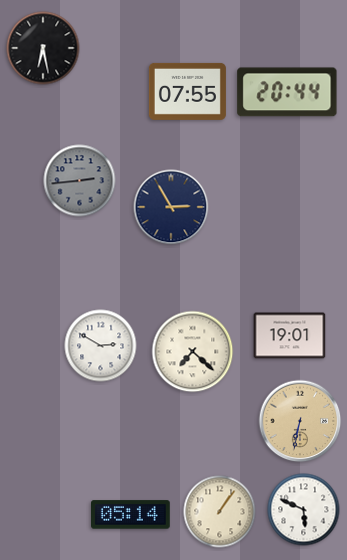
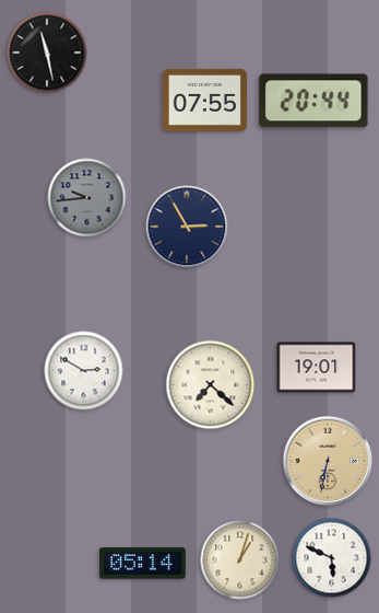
clock at (43, 48): 6:28 -> 11:28
clock at (80, 181): 2:44 -> 9:44
clock at (101, 346) position: (101, 346) -> (84, 371)
clock at (220, 512): 1:06 -> 1:03
